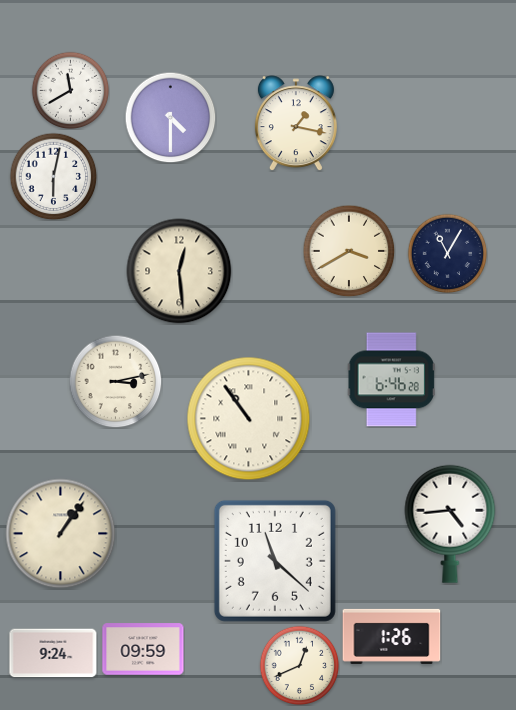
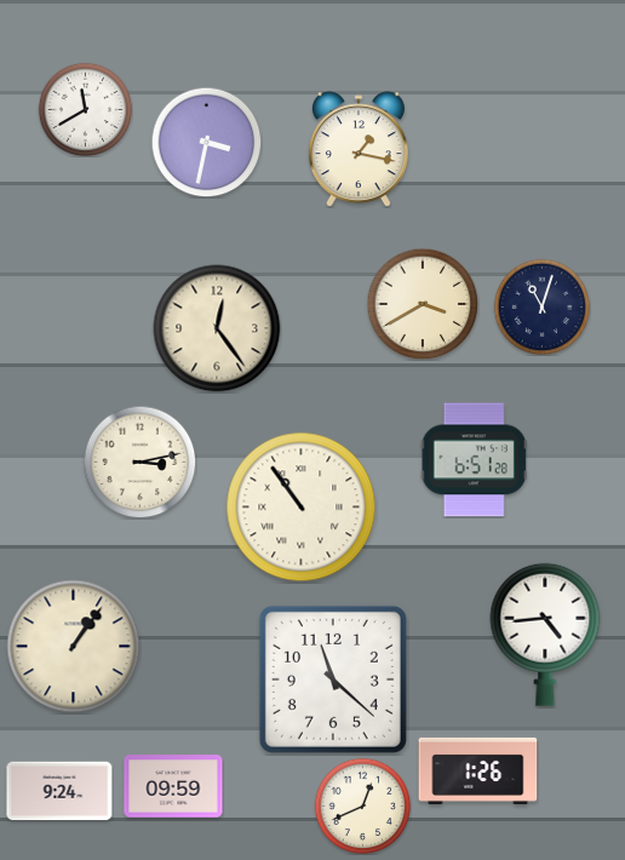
clock at (170, 117): 4:30 -> 3:32
clock at (53, 176): 6:02 -> none
clock at (447, 253): 11:05 -> 11:03
clock at (179, 271): 12:29 -> 12:24
clock at (391, 380): 6:46 -> 6:51
clock at (392, 636) position: (392, 636) -> (478, 770)
clock at (53, 653) position: (53, 653) -> (59, 791)
